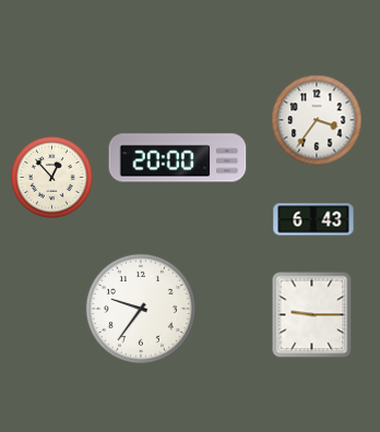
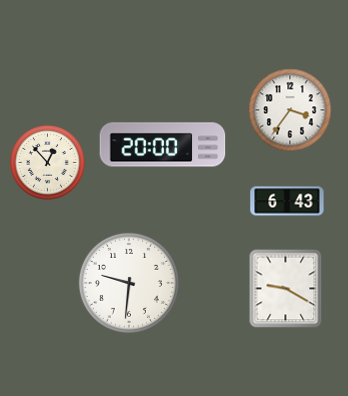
clock at (141, 309): 9:36 -> 9:31
clock at (312, 315): 9:15 -> 9:20
